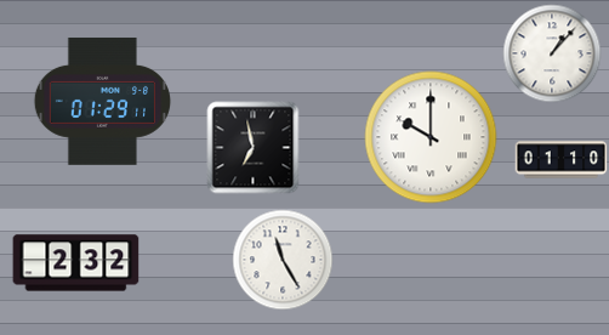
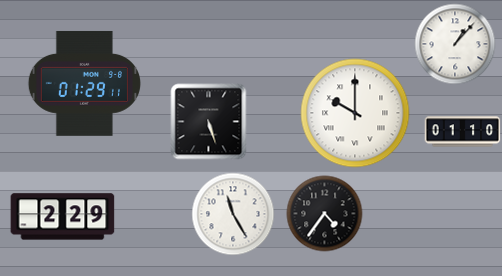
clock at (254, 148): 6:58 -> 5:27
clock at (325, 214): none -> 4:36
clock at (76, 263): 2:32 -> 2:29
